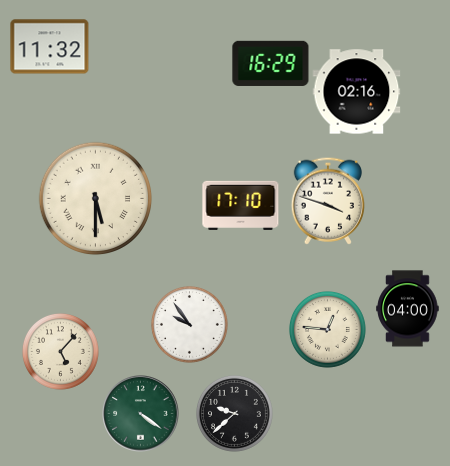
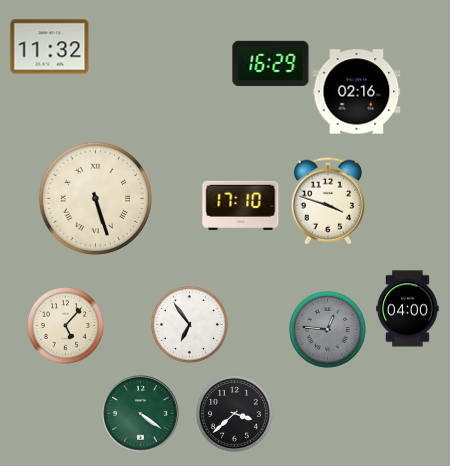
clock at (96, 199): 5:30 -> 5:27
clock at (189, 324): 9:54 -> 6:54
clock at (327, 329) dial: cream -> grey
clock at (60, 351) position: (60, 351) -> (65, 325)
clock at (234, 413): 9:38 -> 3:38
